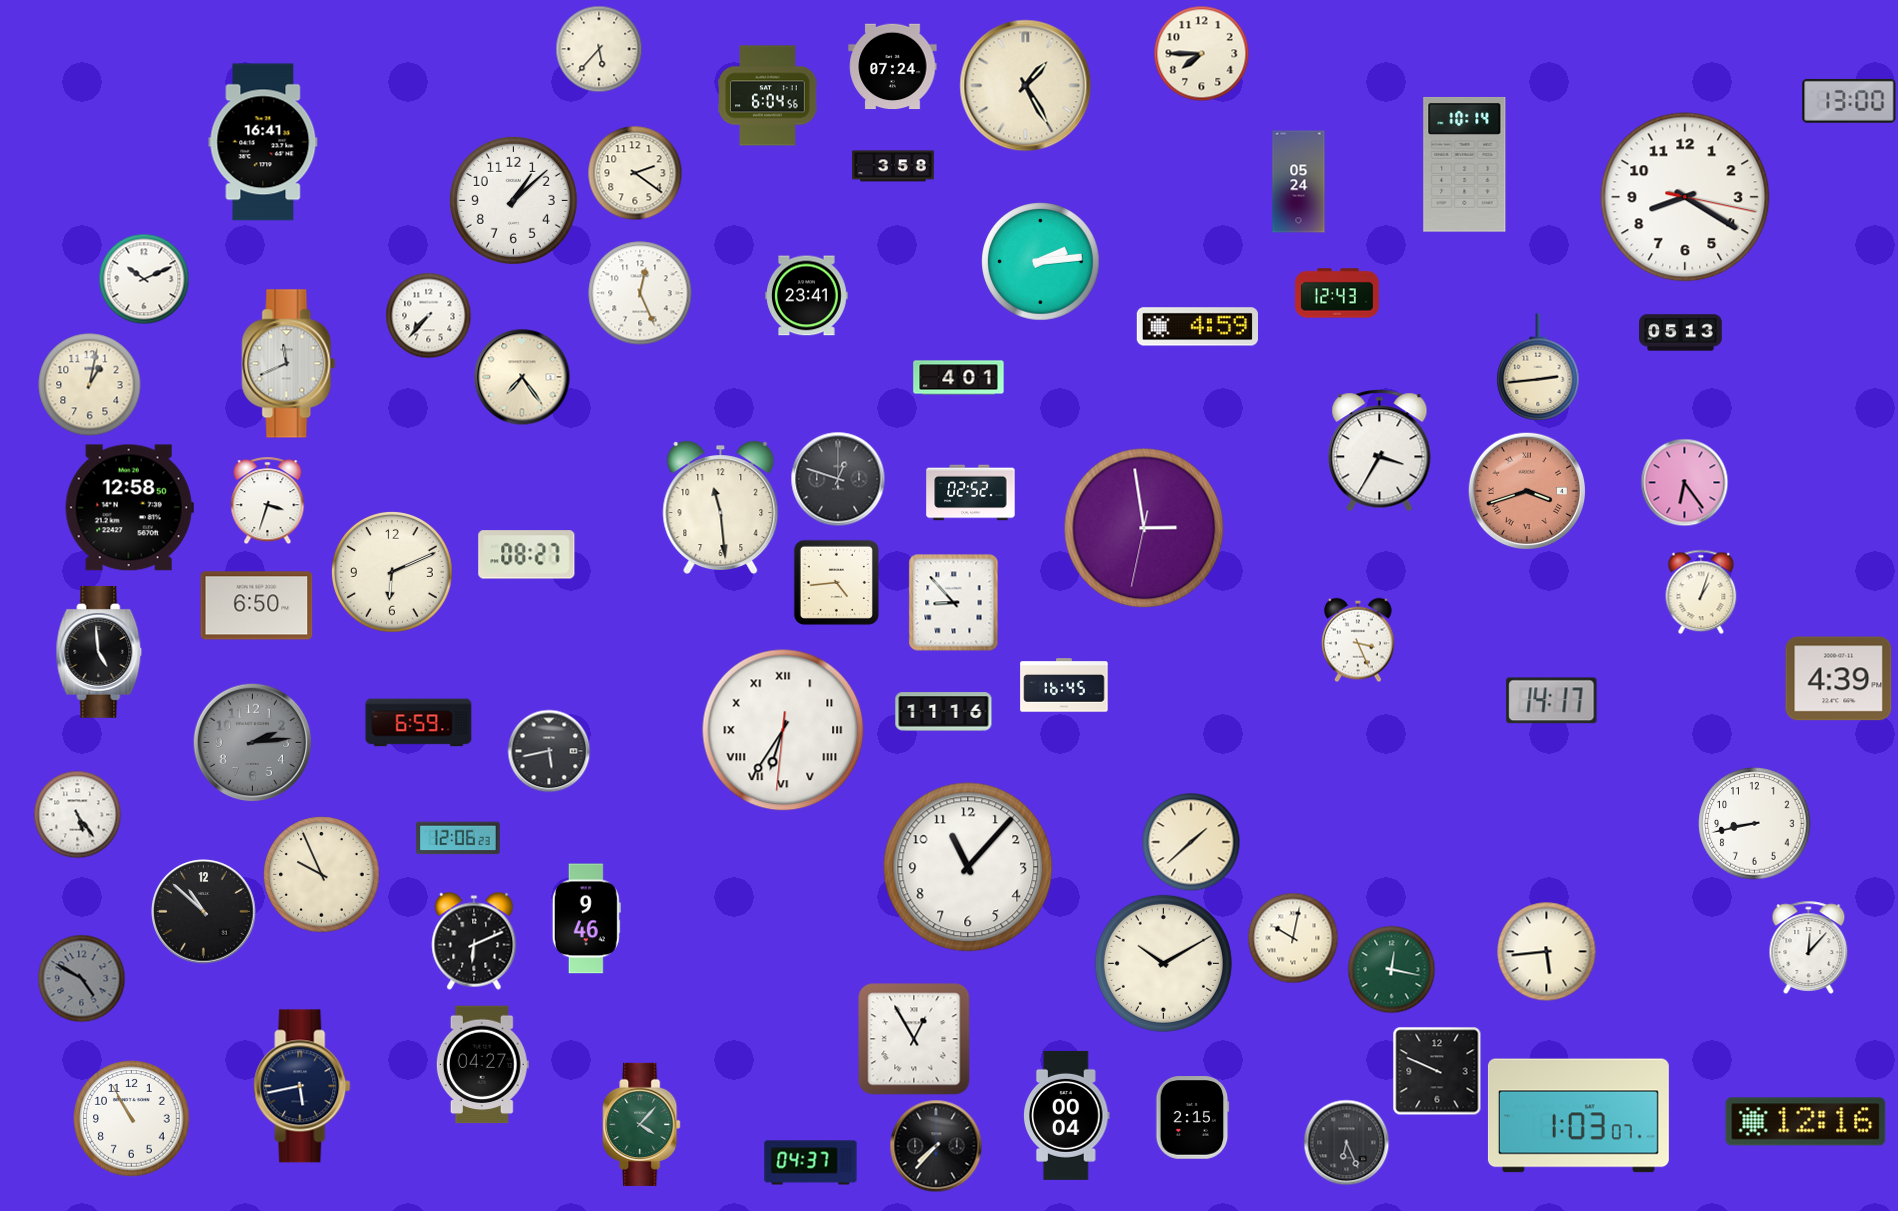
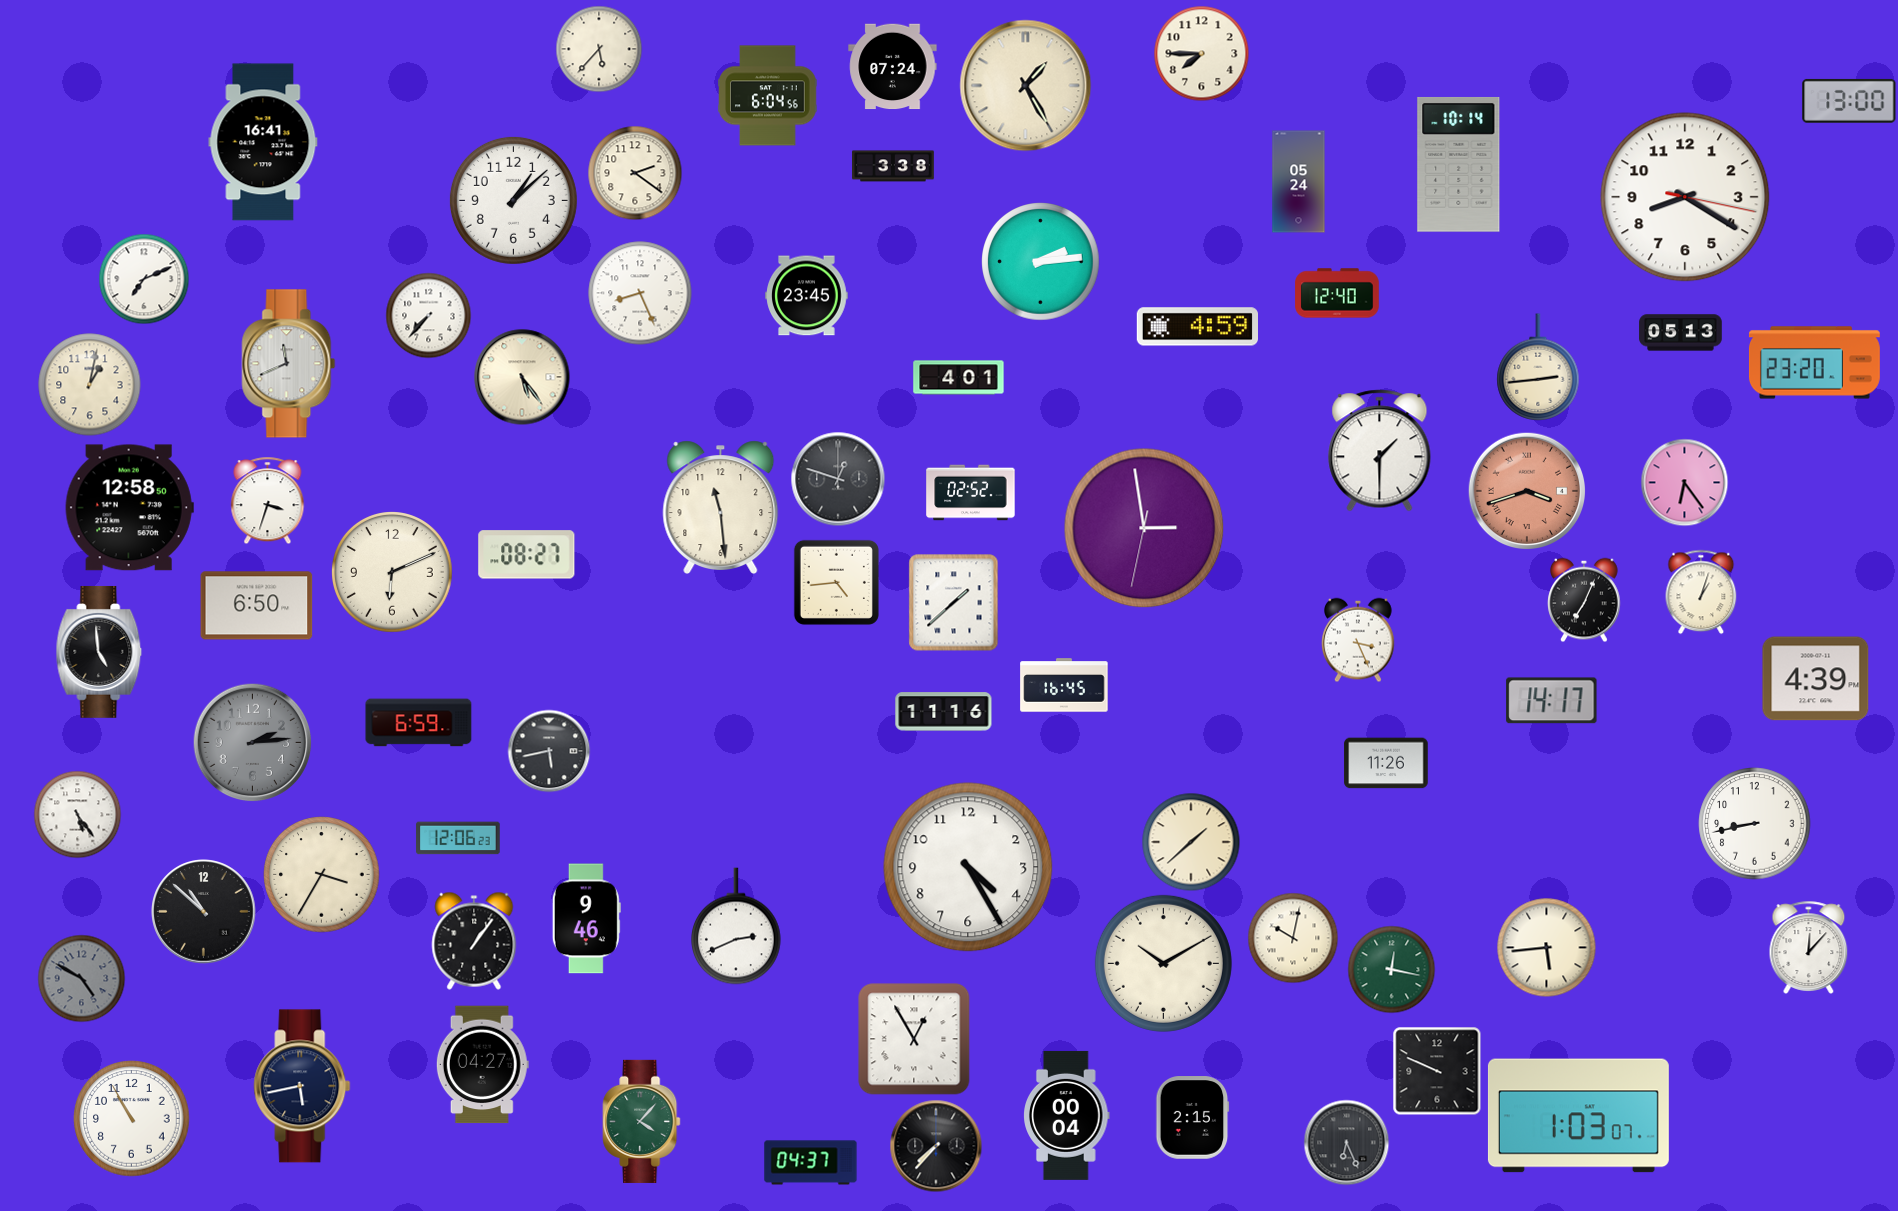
clock at (1465, 164) position: (1465, 164) -> (1459, 164)
clock at (893, 166): 3:58 -> 3:38
clock at (144, 279): 10:11 -> 7:11
clock at (640, 293): 12:26 -> 8:26
clock at (1337, 293): 12:43 -> 12:40
clock at (807, 296): 23:41 -> 23:45
clock at (1815, 363): none -> 23:20
clock at (522, 377): 7:24 -> 5:24
clock at (1380, 451): 3:35 -> 1:30
clock at (1584, 600): none -> 7:04
clock at (954, 603): 8:53 -> 1:38
clock at (1839, 679) position: (1839, 679) -> (1816, 679)
clock at (783, 730): 6:35 -> none
clock at (1386, 763): none -> 11:26
clock at (968, 867): 11:07 -> 4:25
clock at (322, 875): 9:56 -> 3:35
clock at (737, 926): none -> 2:41
clock at (474, 941): 6:11 -> 1:06
clock at (1547, 952) position: (1547, 952) -> (1547, 948)
clock at (1806, 1122): 12:16 -> none
clock at (642, 1124) position: (642, 1124) -> (642, 1121)
